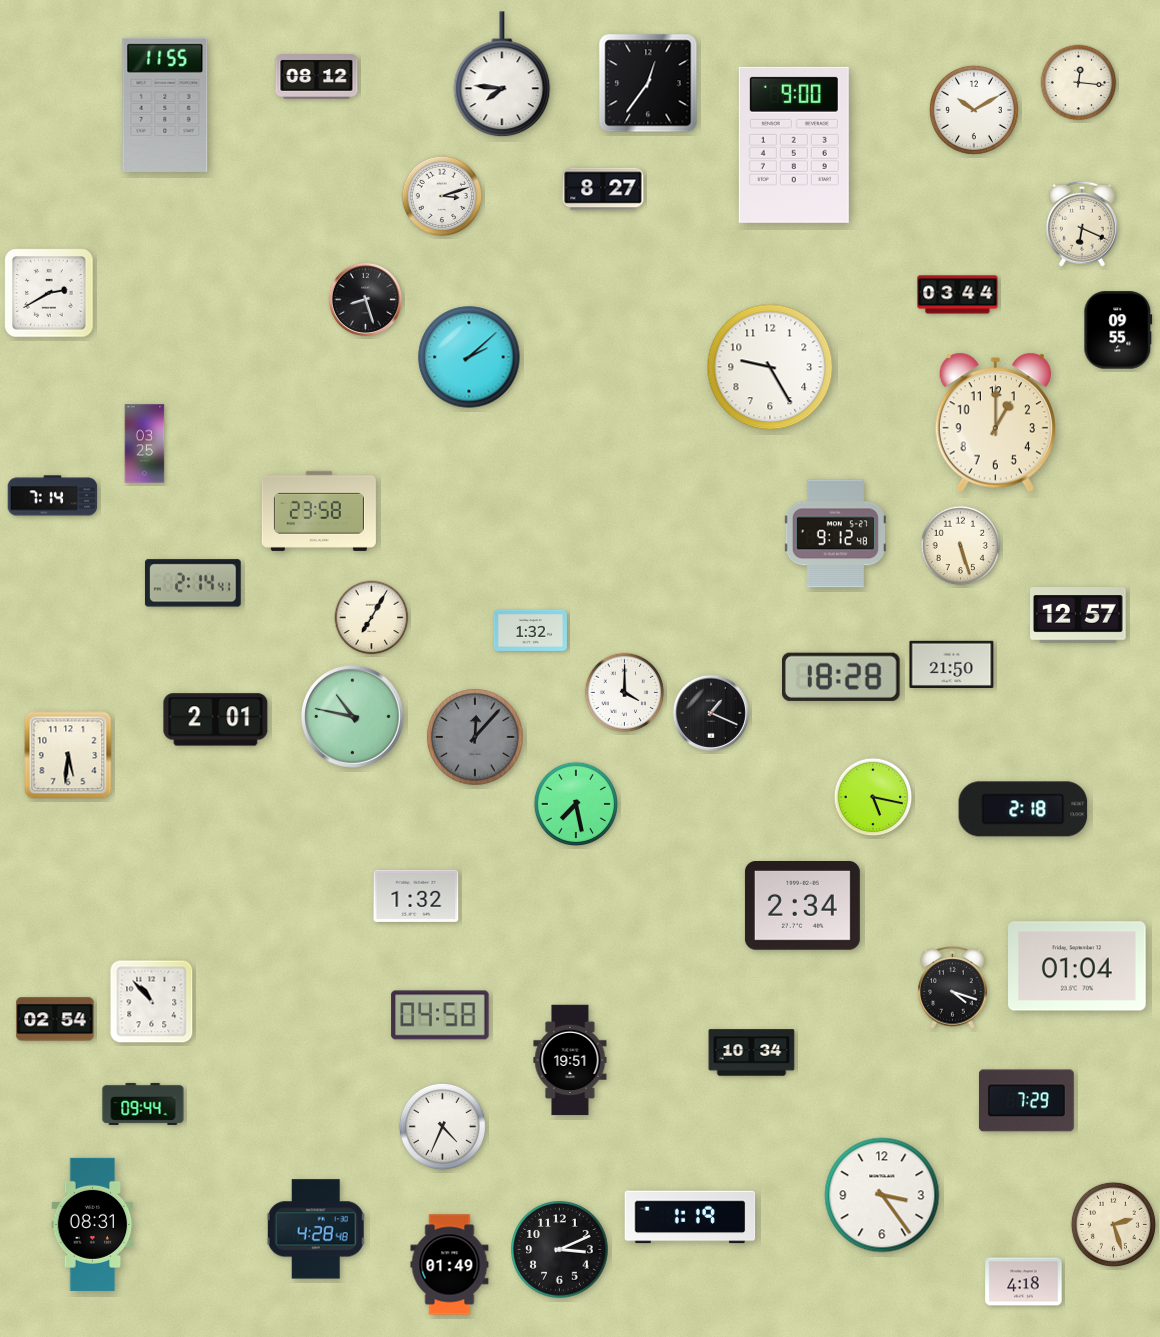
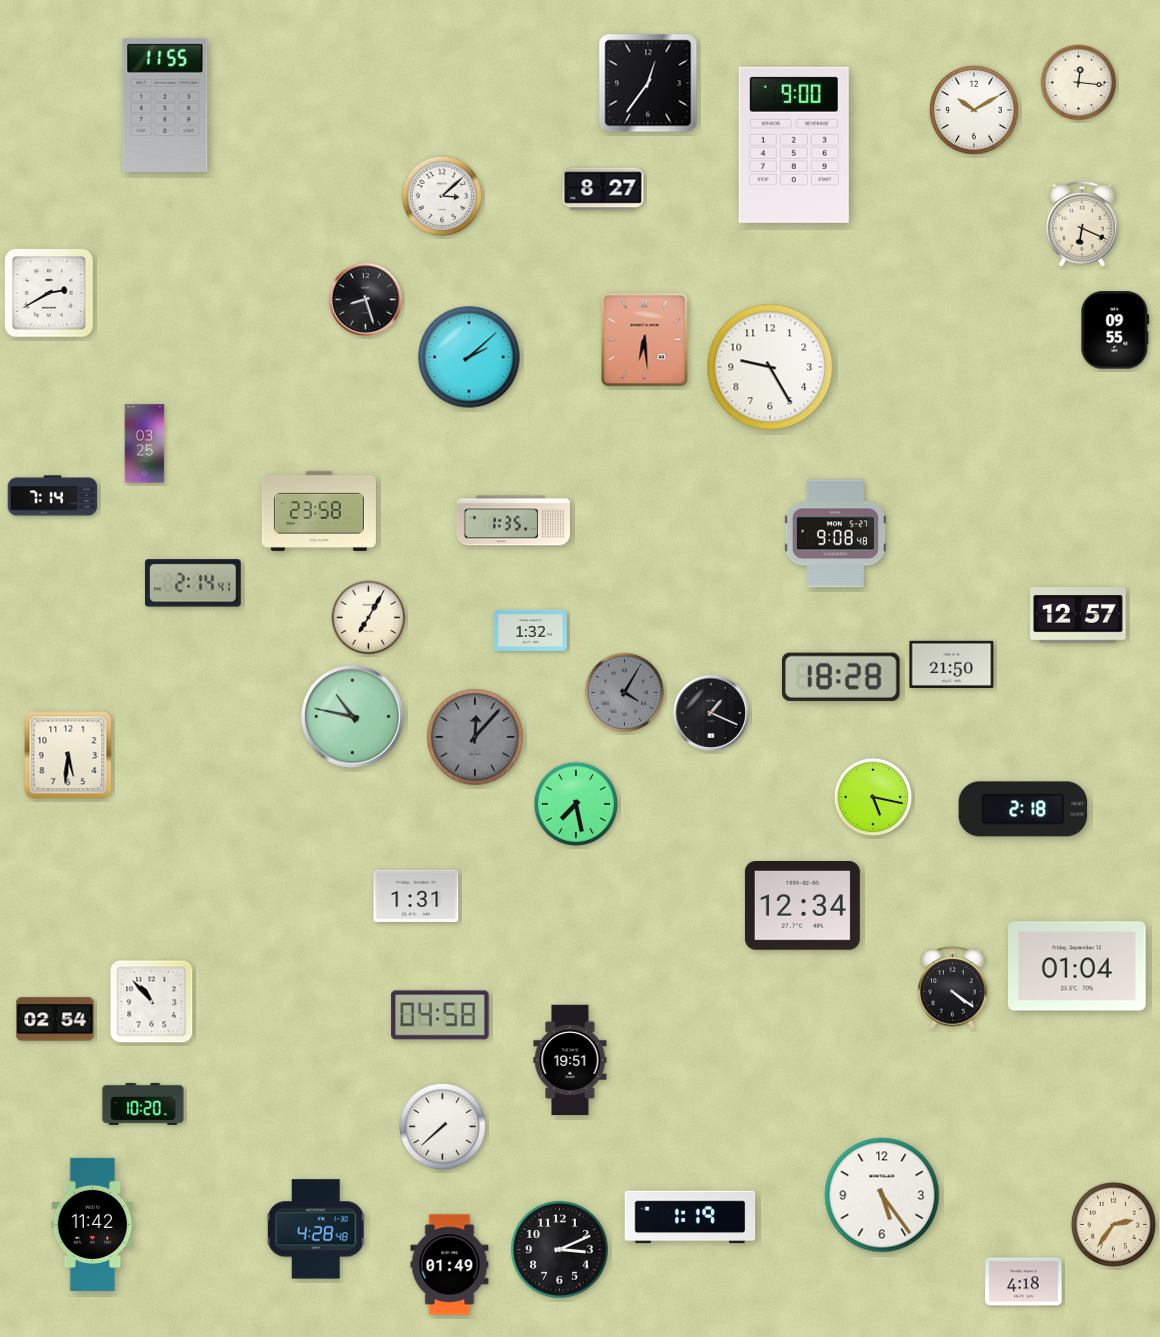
clock at (502, 75): 7:46 -> none
clock at (317, 77): 08:12 -> none
clock at (442, 196): 3:12 -> 3:08
clock at (958, 295): 03:44 -> none
clock at (1118, 330) position: (1118, 330) -> (1115, 330)
clock at (645, 340): none -> 6:29
clock at (995, 423): 1:00 -> none
clock at (513, 521): none -> 1:35
clock at (835, 534): 9:12 -> 9:08
clock at (961, 546): 5:27 -> none
clock at (372, 618) position: (372, 618) -> (369, 618)
clock at (625, 693): 4:00 -> 4:05
clock at (625, 693) dial: white -> grey
clock at (216, 720): 2:01 -> none
clock at (416, 896): 1:32 -> 1:31
clock at (802, 906): 2:34 -> 12:34
clock at (953, 988): 4:18 -> 4:21
clock at (752, 1053): 10:34 -> none
clock at (1026, 1101): 7:29 -> none
clock at (143, 1104): 09:44 -> 10:20
clock at (442, 1126): 4:34 -> 7:38
clock at (882, 1195): 3:24 -> 5:24
clock at (93, 1224): 08:31 -> 11:42
clock at (1113, 1224): 2:27 -> 2:36
